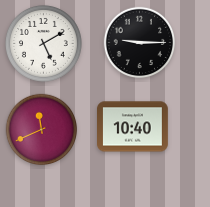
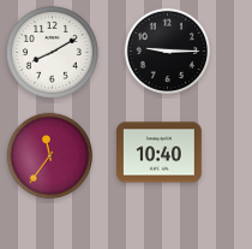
clock at (43, 43): 5:10 -> 8:10
clock at (42, 130): 11:41 -> 11:36
